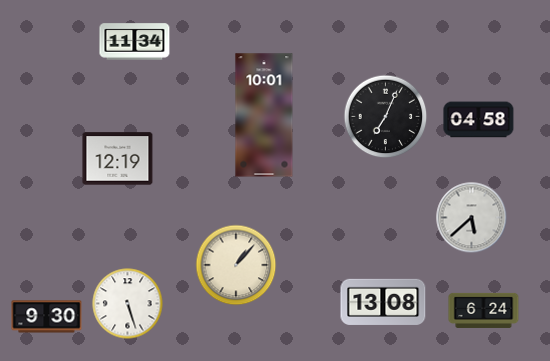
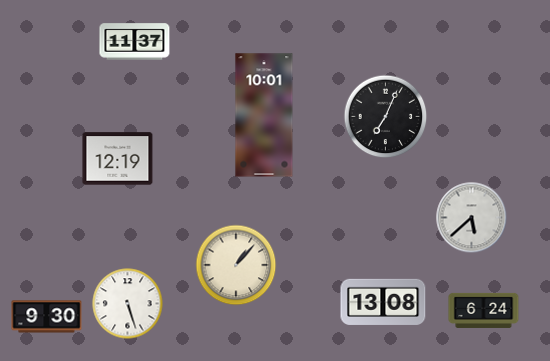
clock at (135, 42): 11:34 -> 11:37
clock at (479, 120): 04:58 -> none
